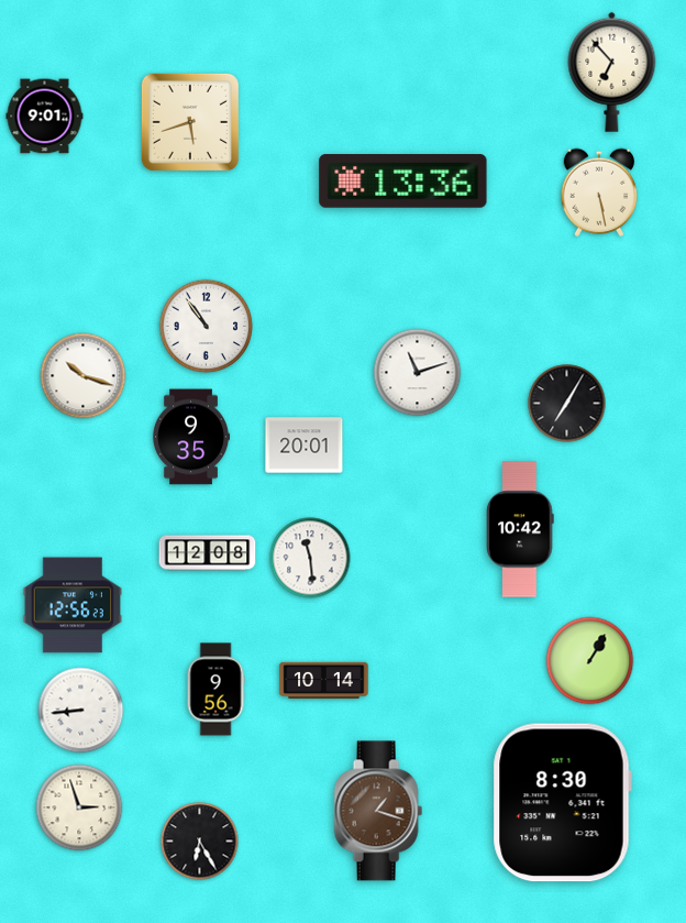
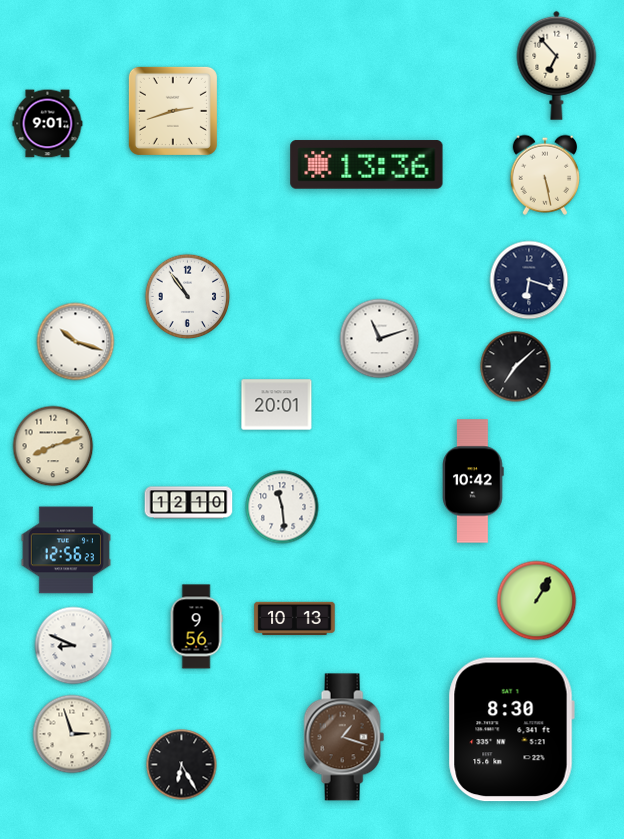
clock at (45, 117) position: (45, 117) -> (48, 124)
clock at (190, 122): 5:42 -> 2:42
clock at (529, 280): none -> 6:18
clock at (567, 404): 7:05 -> 7:08
clock at (190, 437): 9:35 -> none
clock at (53, 446): none -> 8:12
clock at (208, 553): 12:08 -> 12:10
clock at (324, 681): 10:14 -> 10:13
clock at (81, 711): 8:44 -> 8:49
